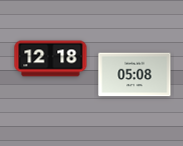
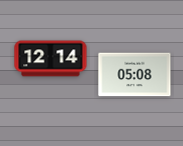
clock at (51, 59): 12:18 -> 12:14
